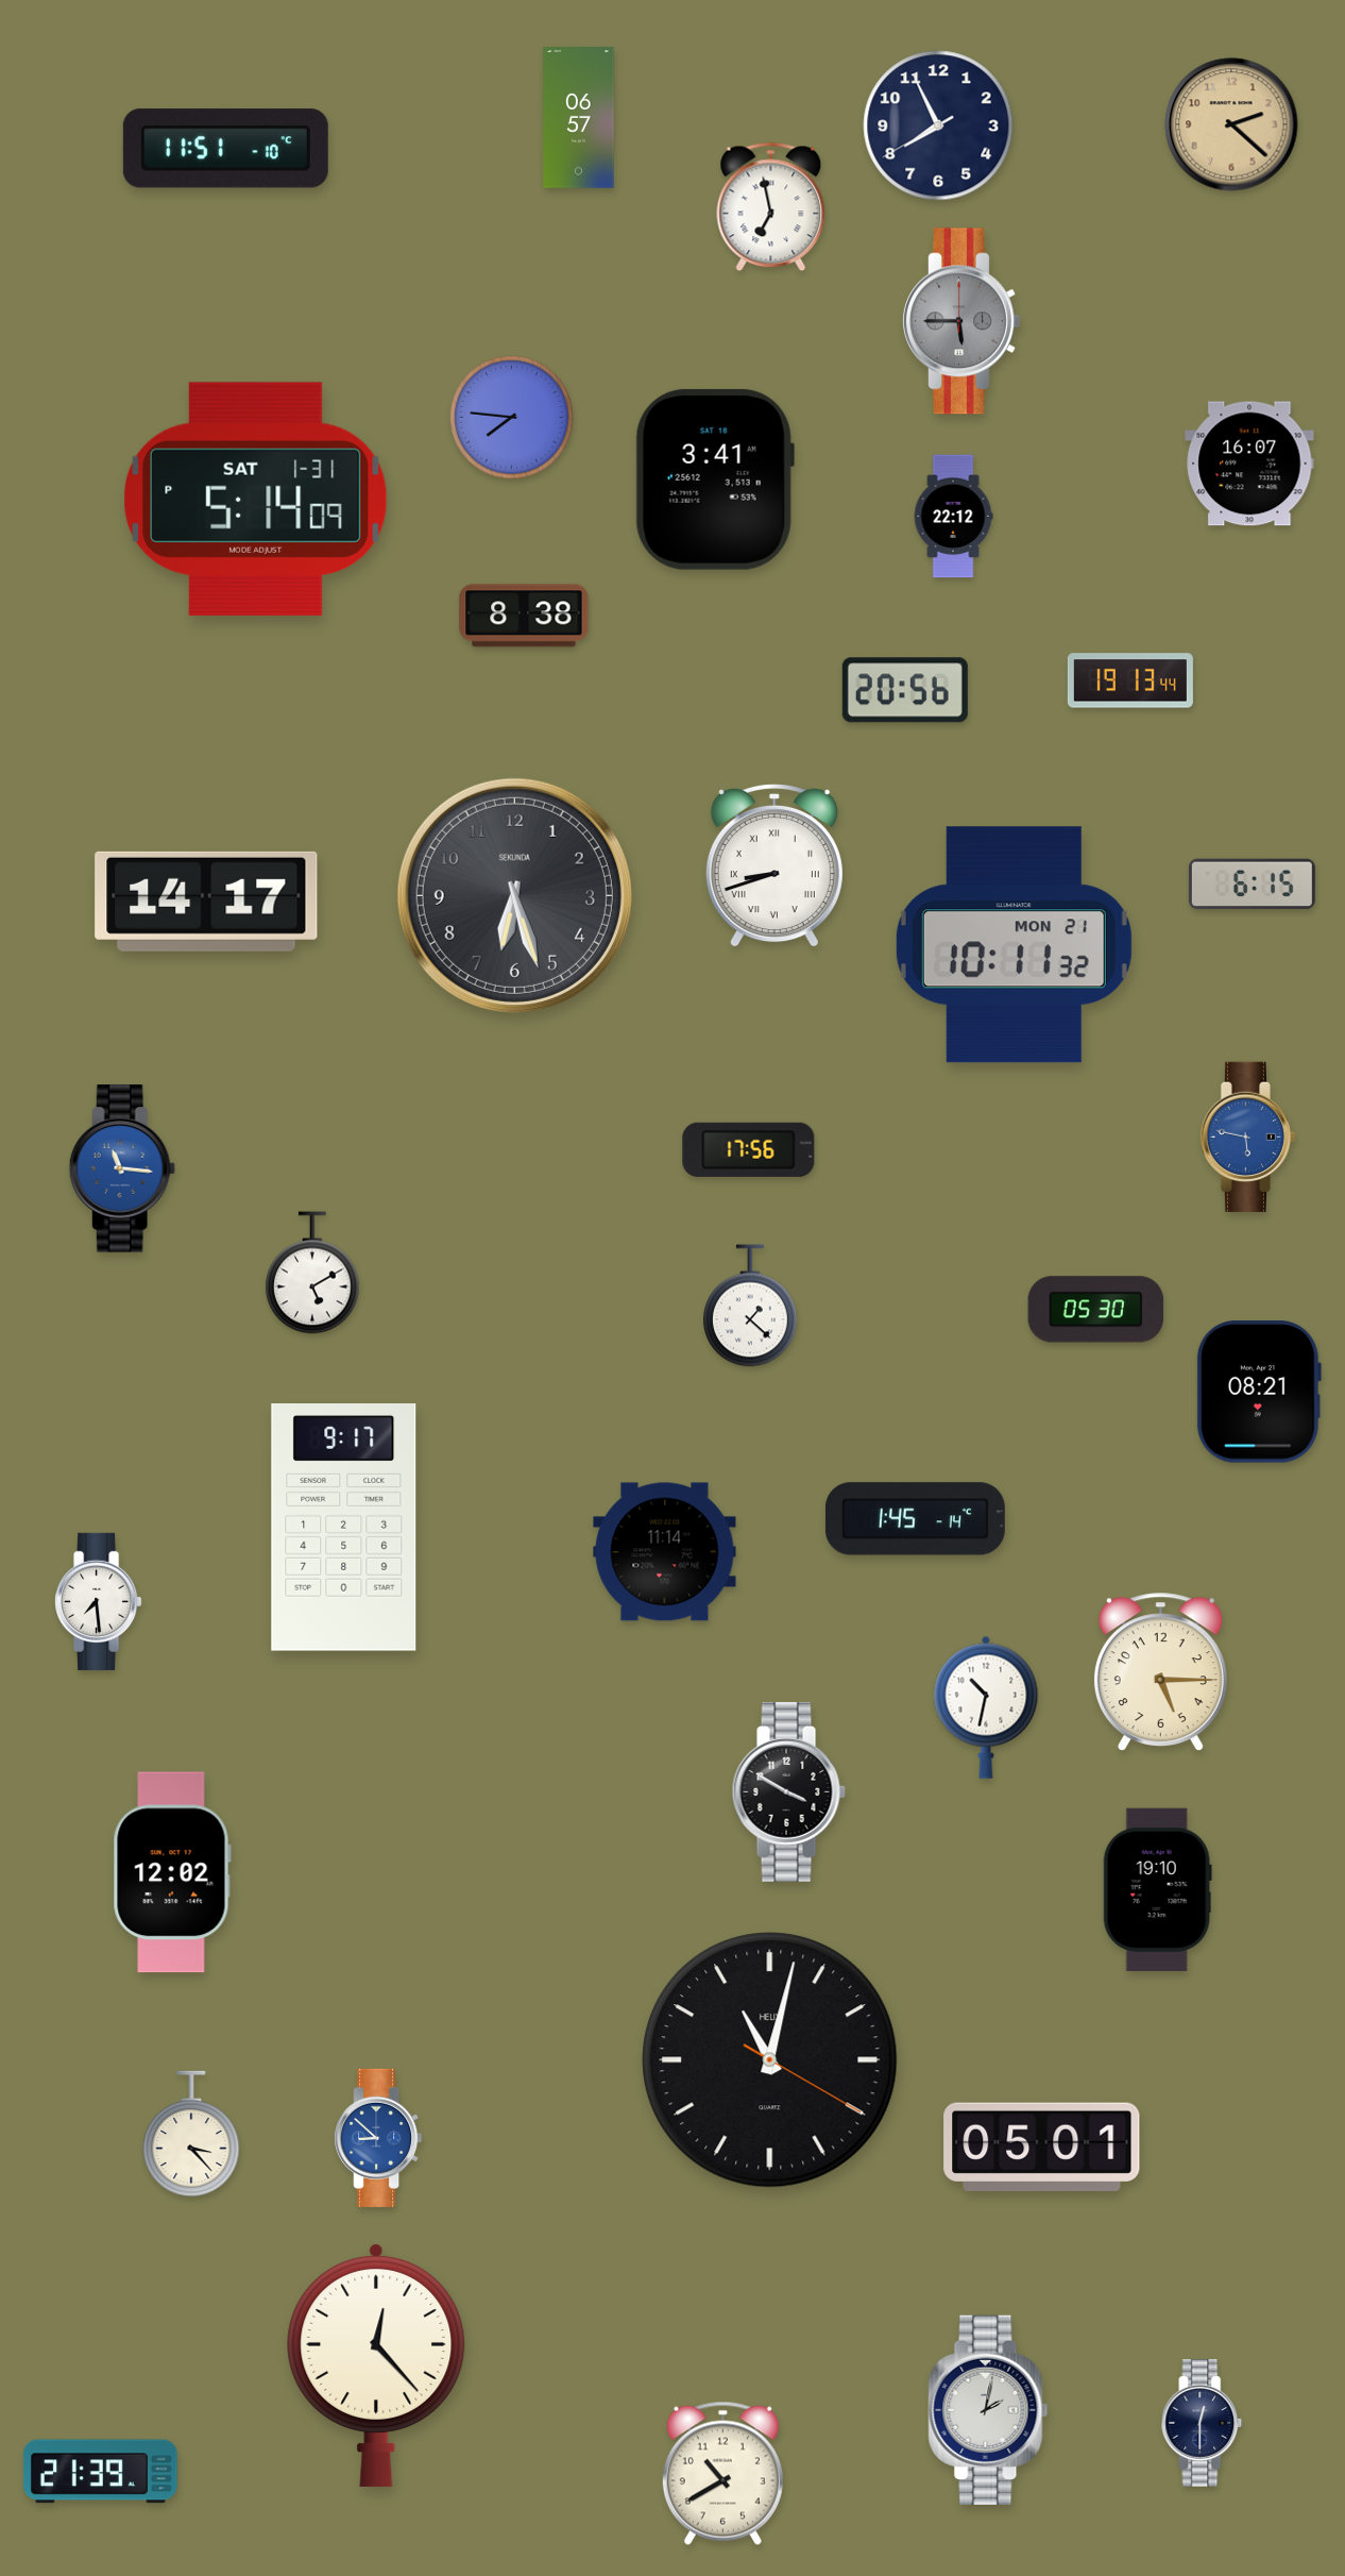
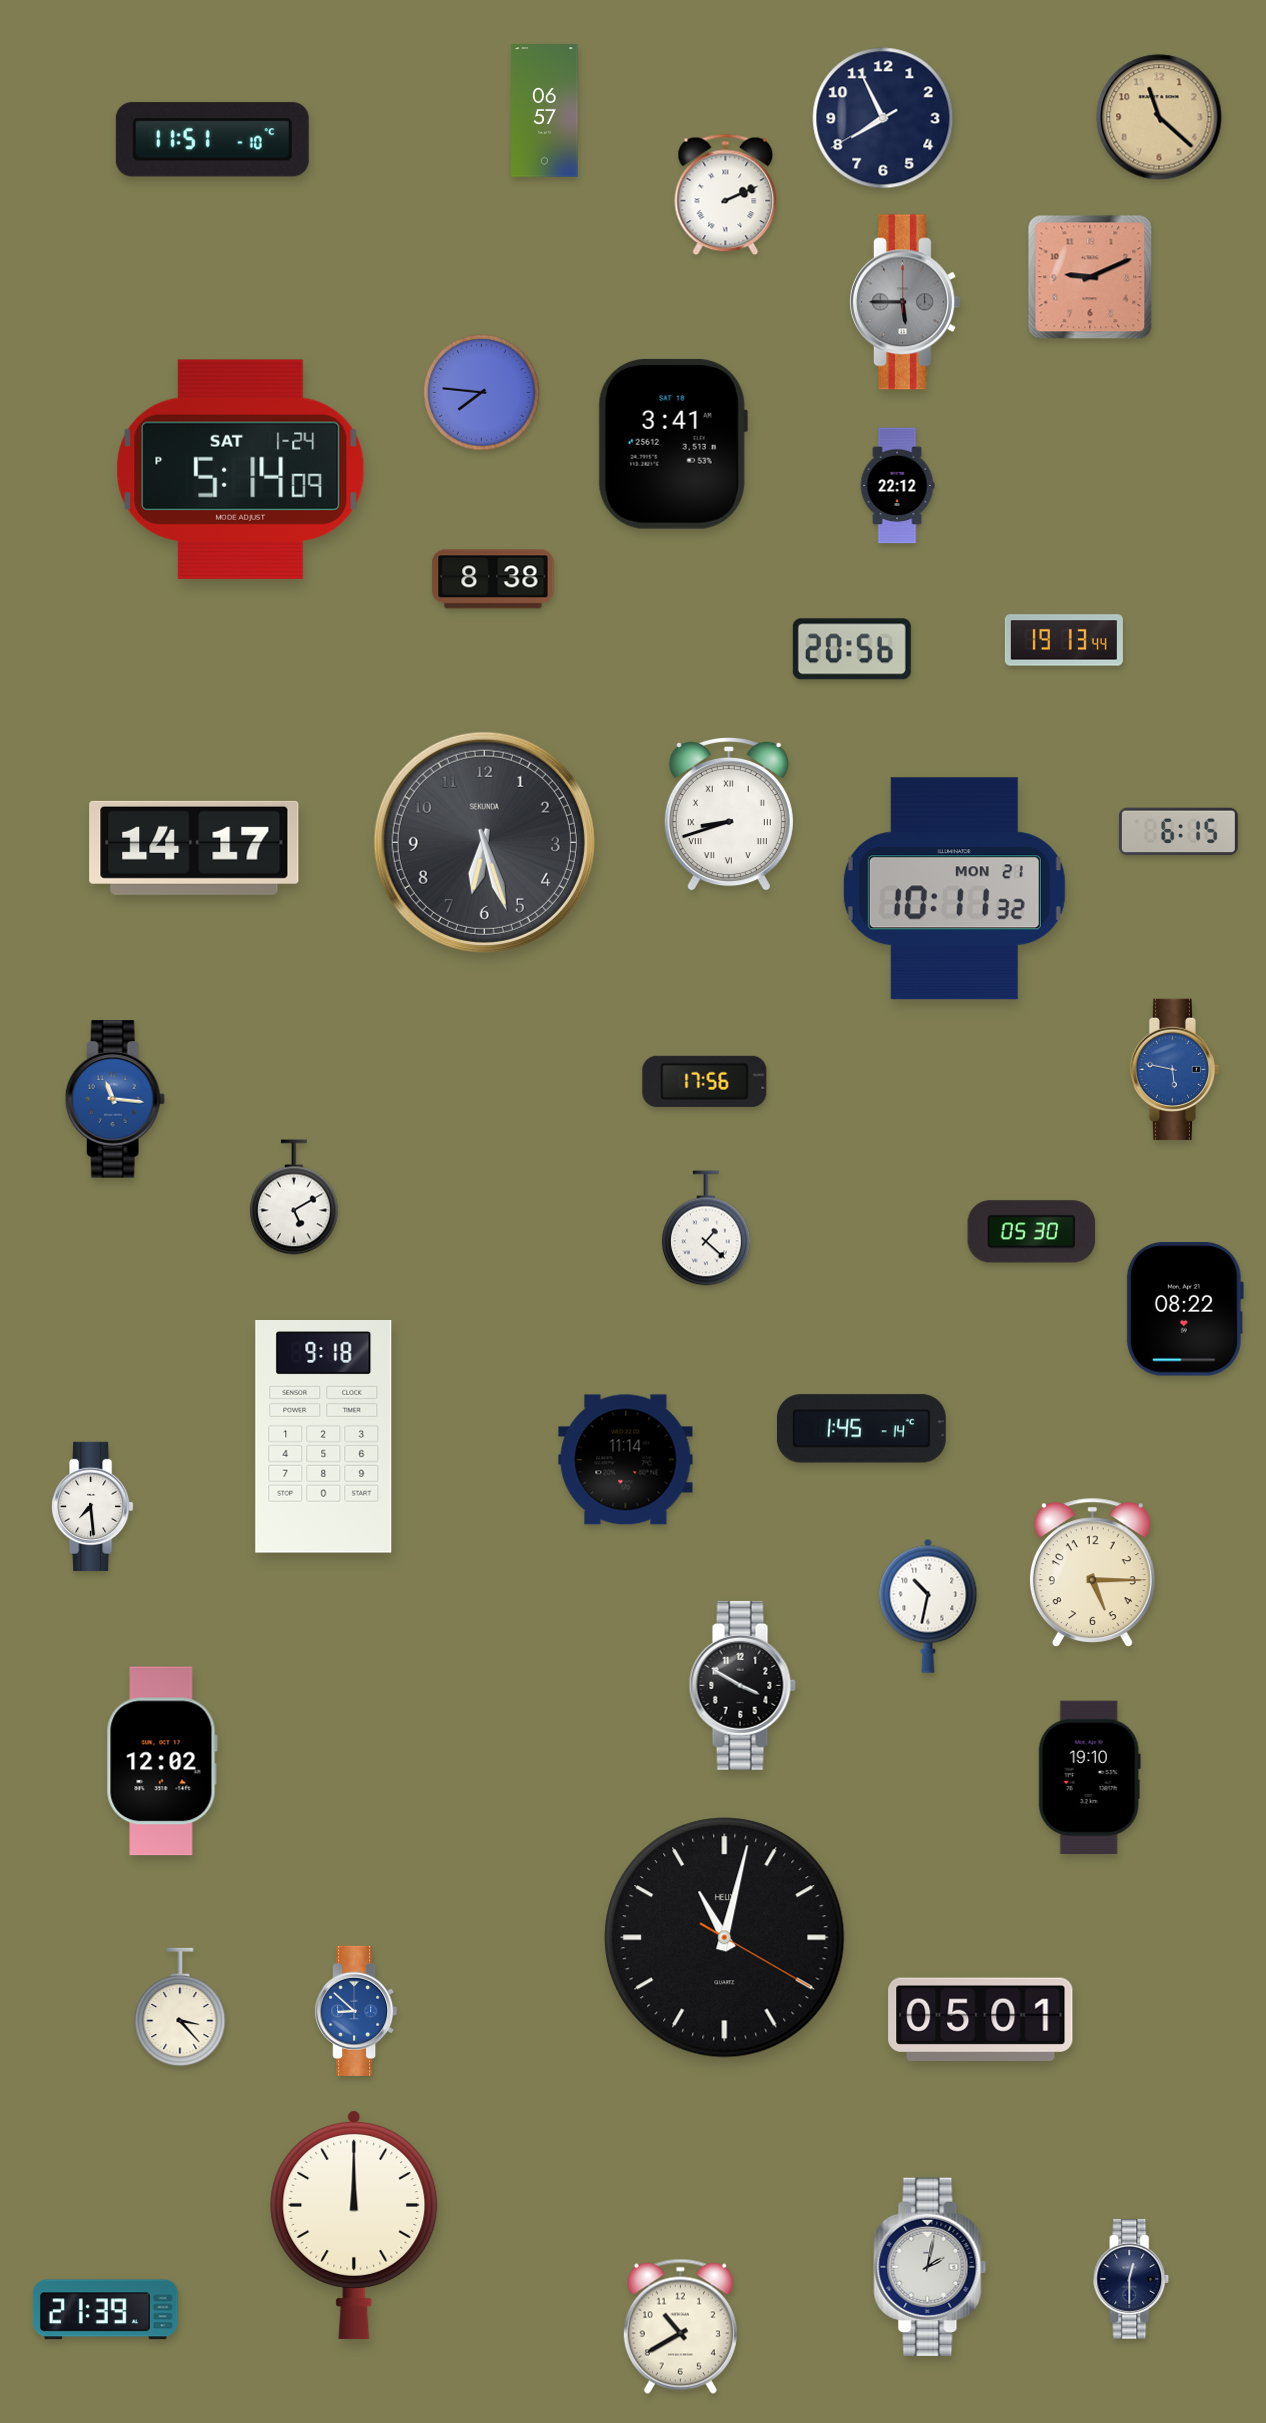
clock at (1231, 124): 2:22 -> 11:22
clock at (771, 207): 6:58 -> 2:11
clock at (1090, 277): none -> 9:11
clock at (1249, 464): 16:07 -> none
clock at (715, 479) position: (715, 479) -> (673, 444)
clock at (256, 499) date: SAT 1-31 -> SAT 1-24
clock at (1259, 1392): 08:21 -> 08:22
clock at (344, 1528): 9:17 -> 9:18
clock at (376, 2364): 12:23 -> 12:00
clock at (101, 2472) position: (101, 2472) -> (106, 2310)
